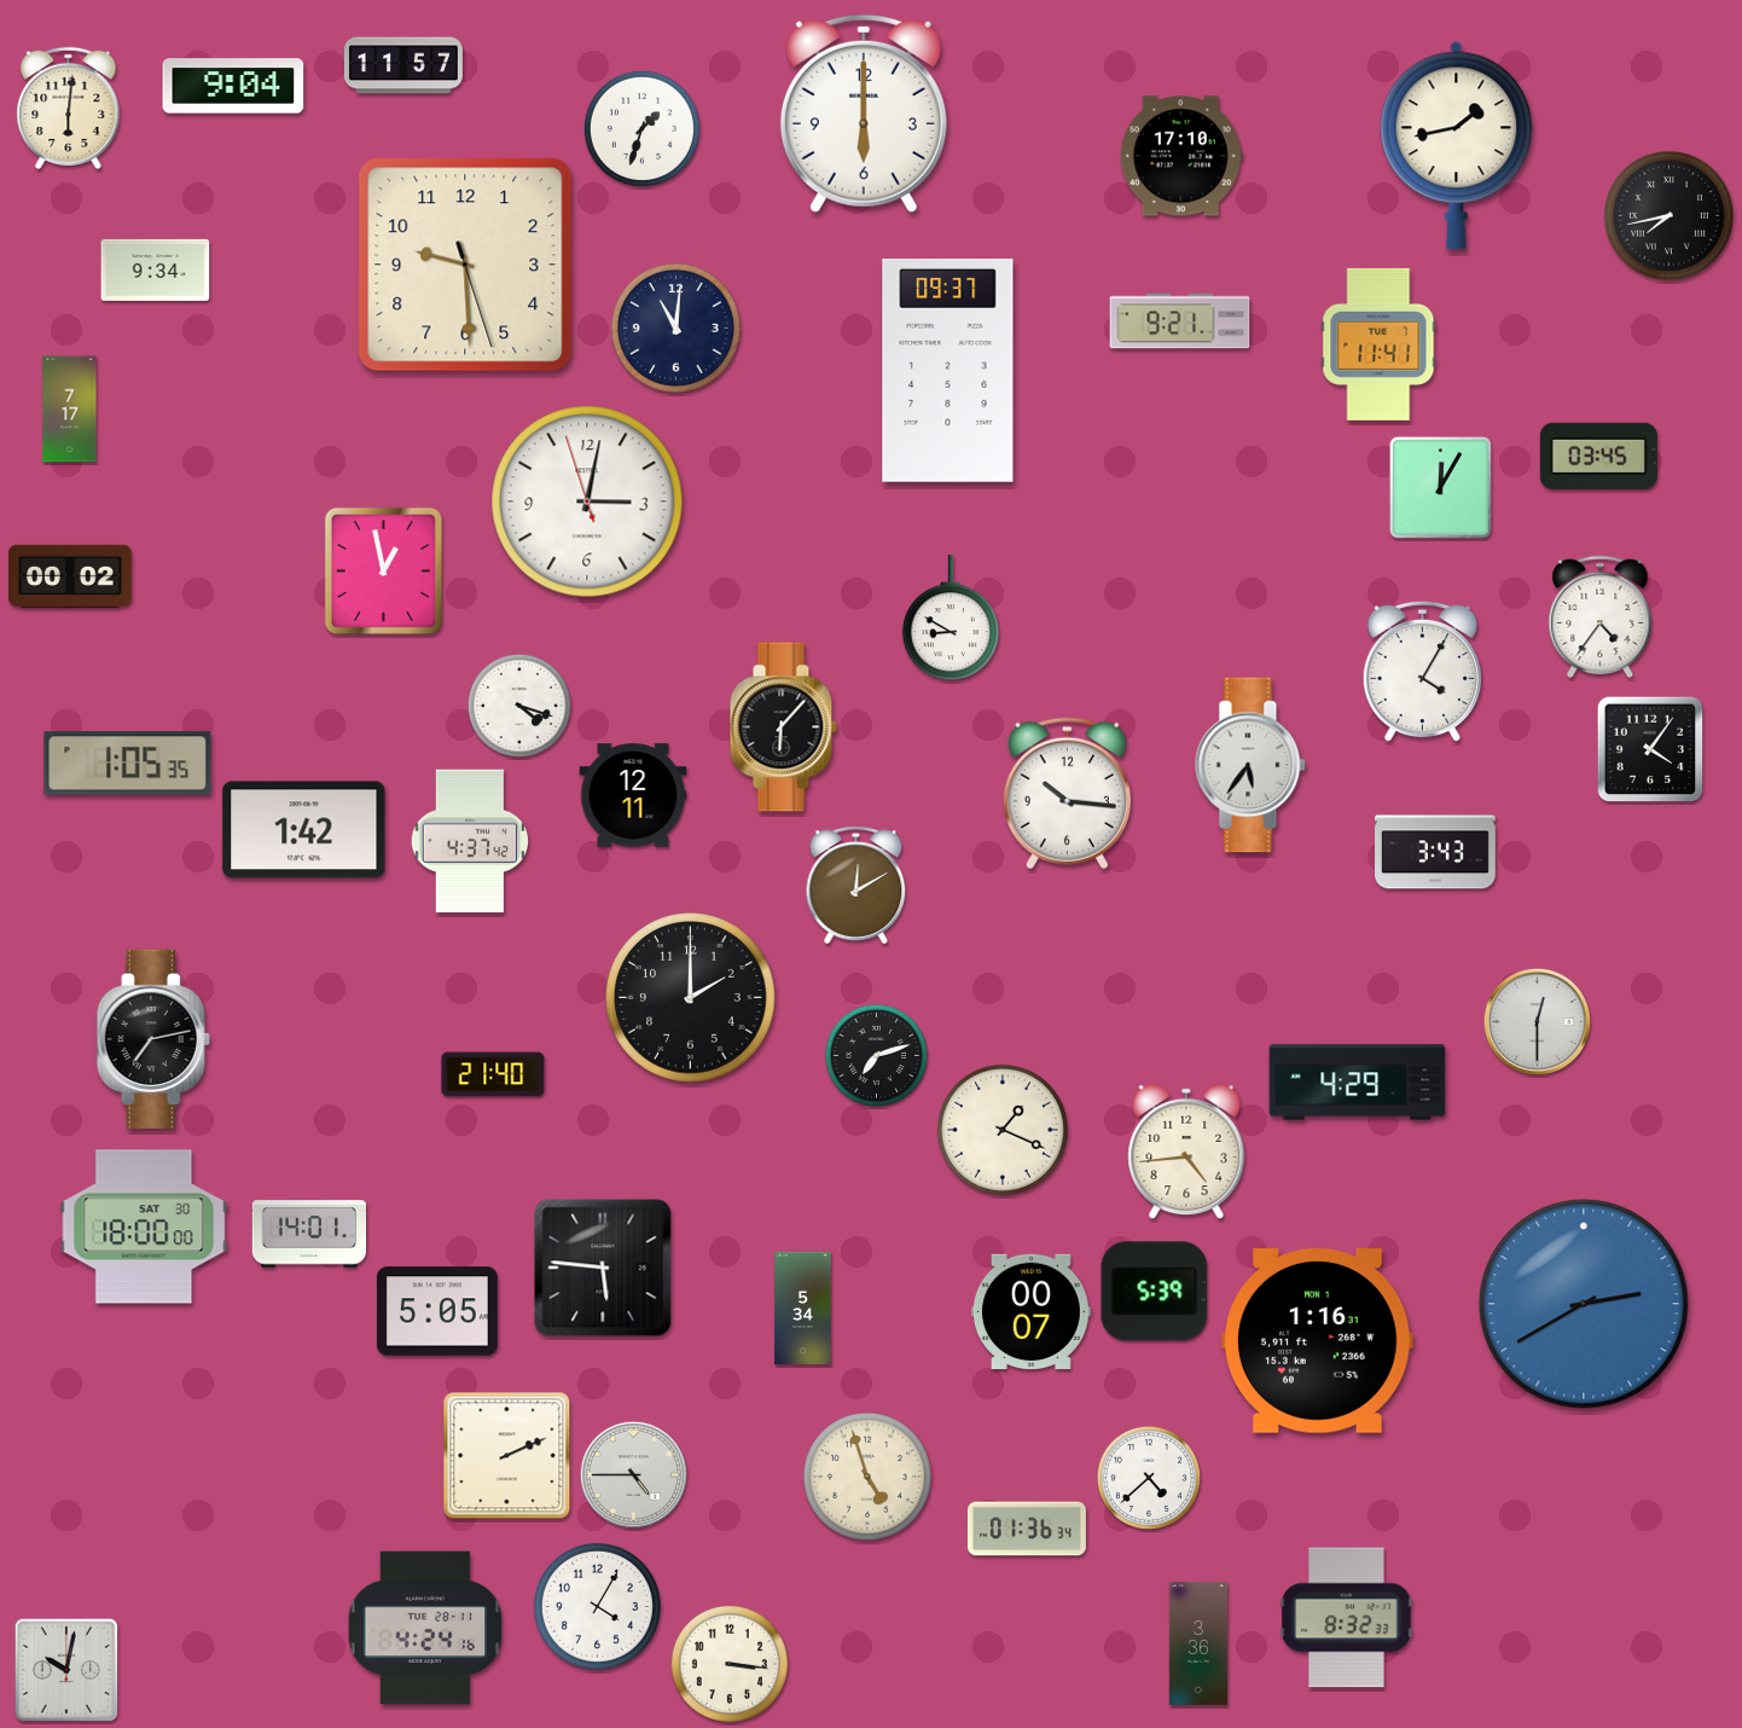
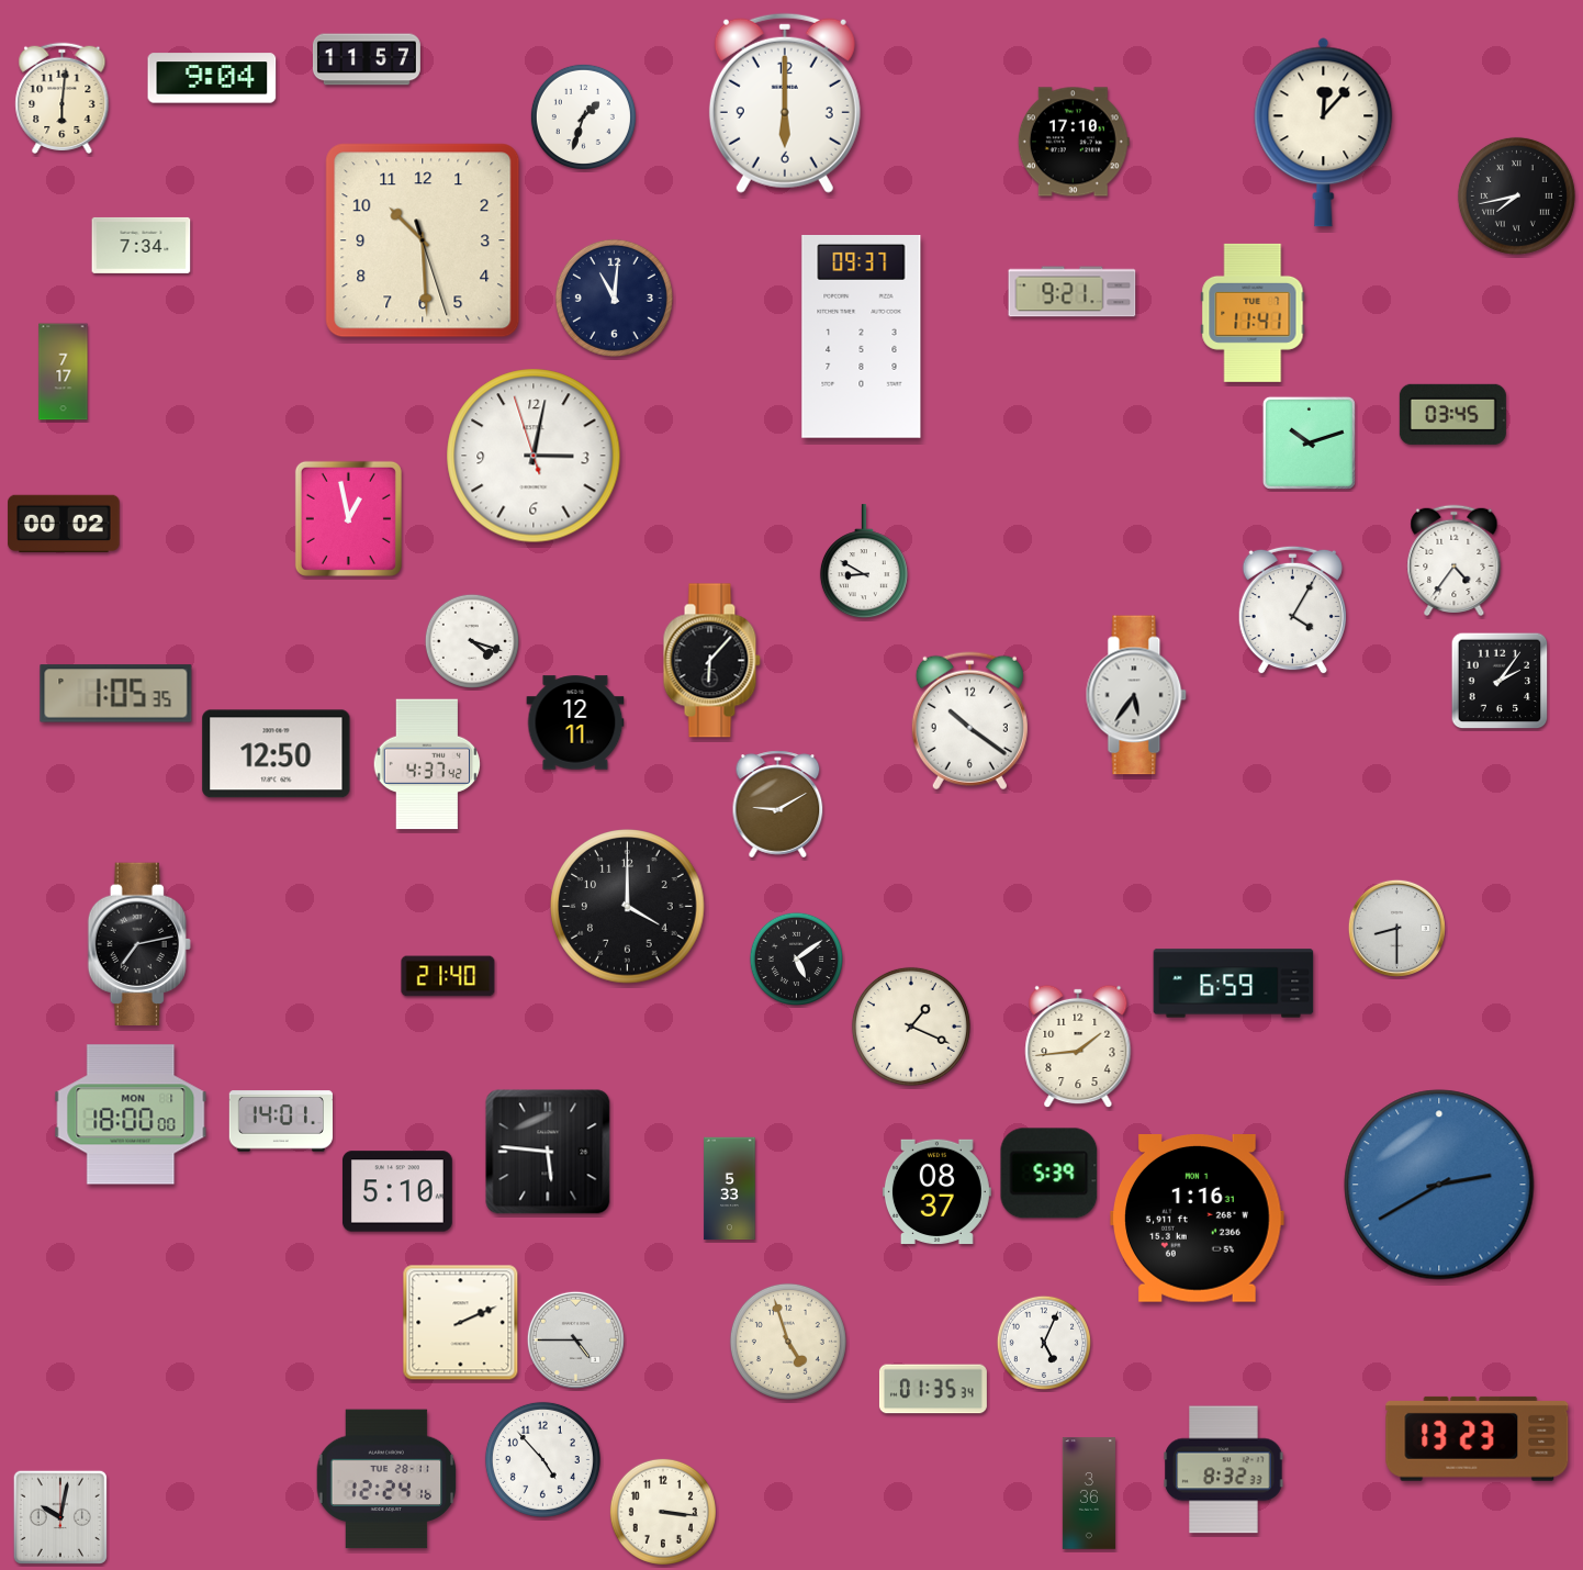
clock at (1457, 146): 1:43 -> 12:07
clock at (465, 265): 9:29 -> 10:29
clock at (156, 269): 9:34 -> 7:34
clock at (1440, 487): 12:05 -> 10:12
clock at (1650, 749): 4:06 -> 2:06
clock at (1067, 794): 10:16 -> 10:21
clock at (304, 830): 1:42 -> 12:50
clock at (1436, 852): 3:43 -> none
clock at (857, 886): 12:10 -> 9:10
clock at (691, 998): 2:00 -> 4:00
clock at (1537, 1021): 12:30 -> 8:30
clock at (876, 1055): 7:12 -> 5:09
clock at (1358, 1083): 4:29 -> 6:59
clock at (1186, 1152): 4:44 -> 1:44
clock at (144, 1227) date: SAT 30 -> MON 1
clock at (803, 1309): 5:34 -> 5:33
clock at (437, 1311): 5:05 -> 5:10
clock at (1030, 1312): 00:07 -> 08:37
clock at (1148, 1477): 4:38 -> 5:04
clock at (1027, 1529): 01:36 -> 01:35
clock at (1478, 1438): none -> 13:23
clock at (597, 1606): 4:05 -> 4:53
clock at (425, 1628): 4:24 -> 12:24
